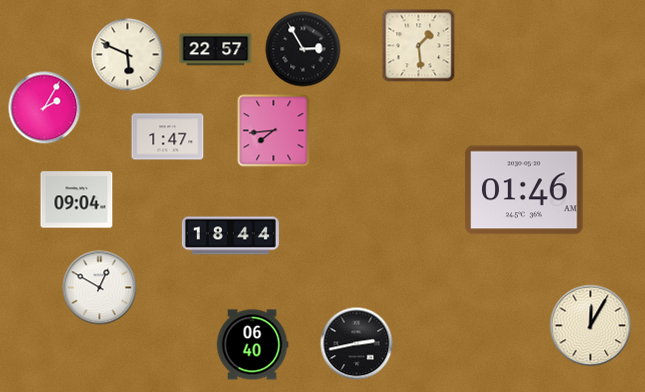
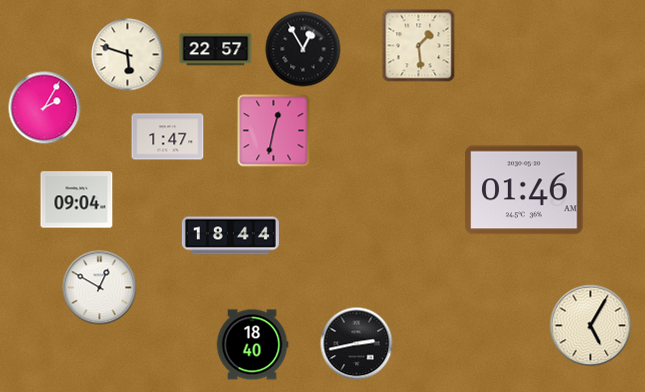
clock at (303, 49): 2:55 -> 12:55
clock at (128, 55): 5:49 -> 5:48
clock at (274, 131): 7:44 -> 12:32
clock at (591, 326): 12:05 -> 5:05
clock at (252, 345): 06:40 -> 18:40
